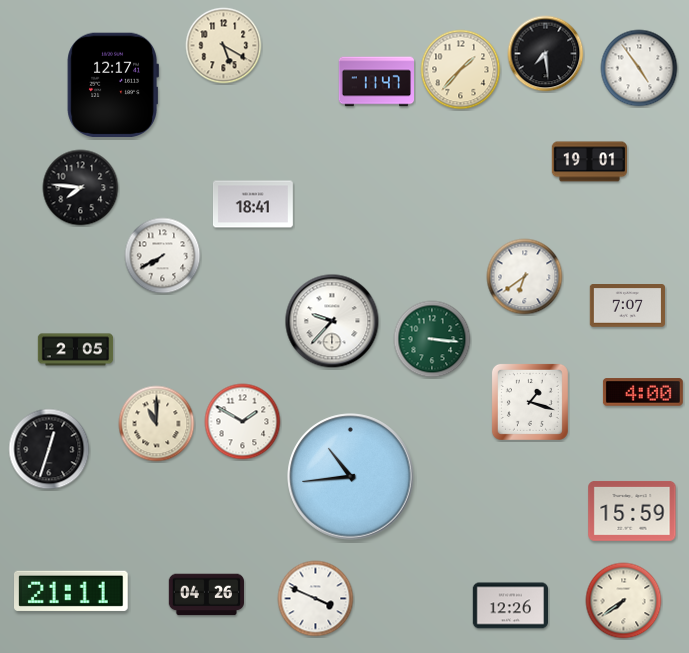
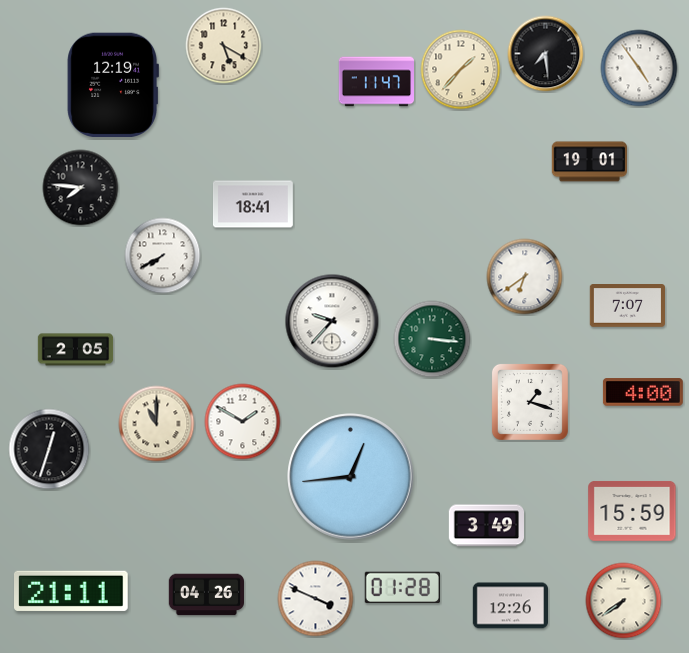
clock at (113, 84): 12:17 -> 12:19
clock at (351, 477): 10:44 -> 12:44
clock at (486, 526): none -> 3:49
clock at (402, 588): none -> 01:28
